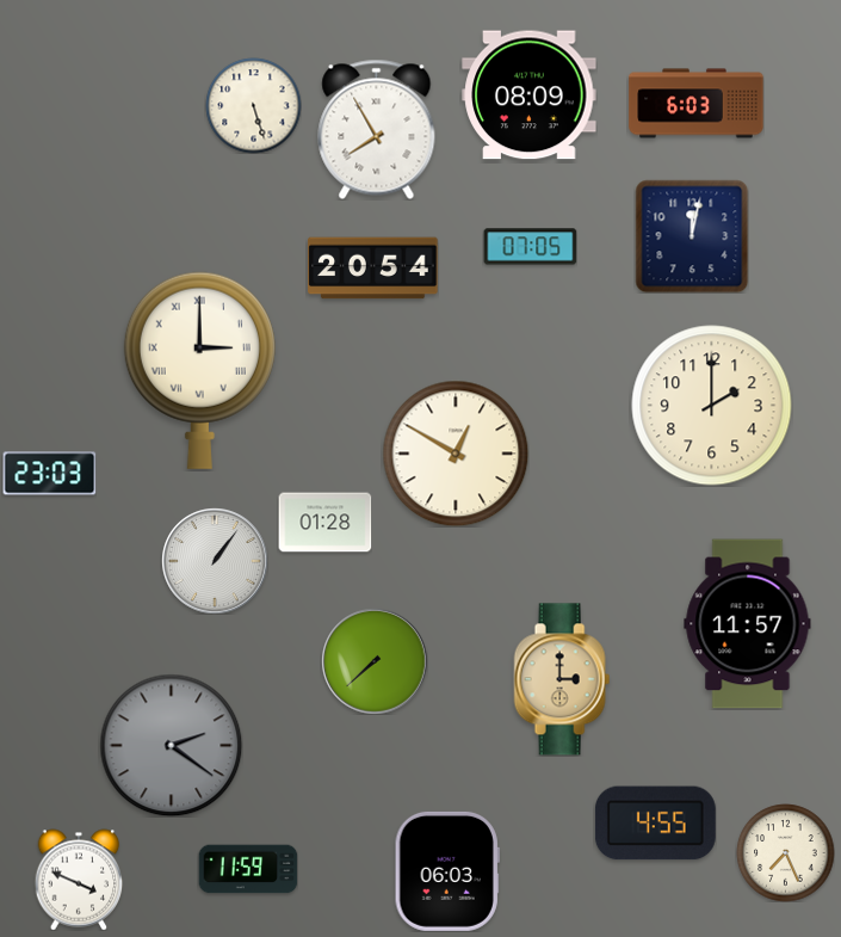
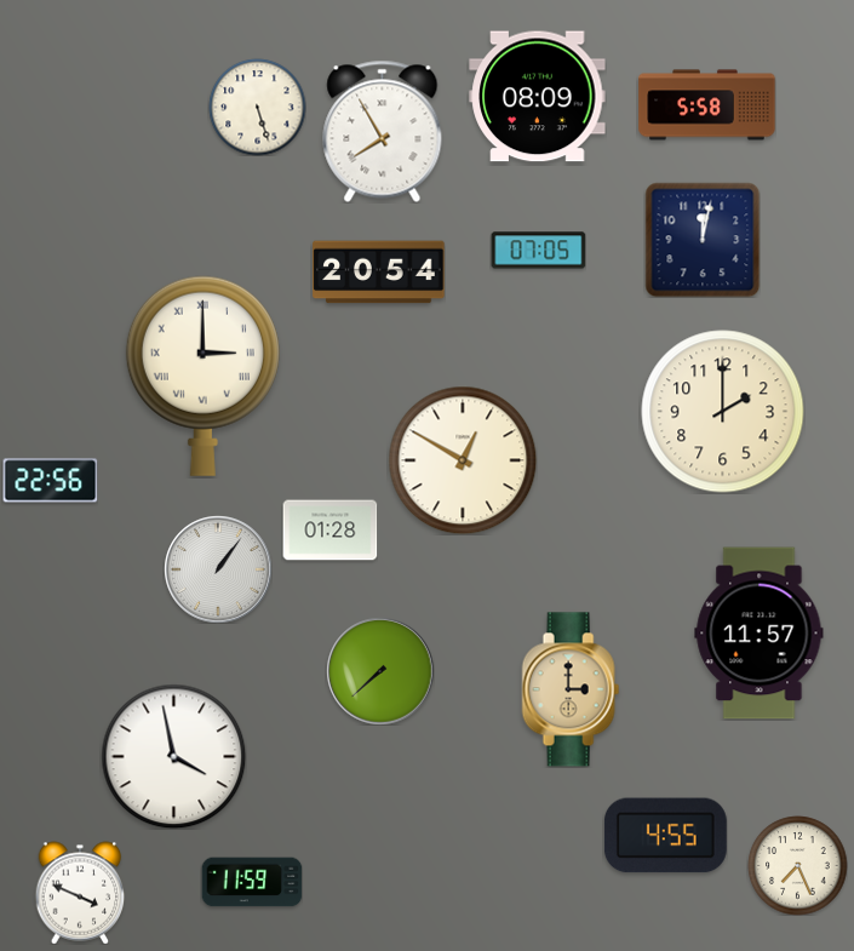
clock at (697, 104): 6:03 -> 5:58
clock at (49, 474): 23:03 -> 22:56
clock at (171, 745): 2:21 -> 3:58
clock at (171, 745) dial: grey -> white
clock at (447, 871): 06:03 -> none
